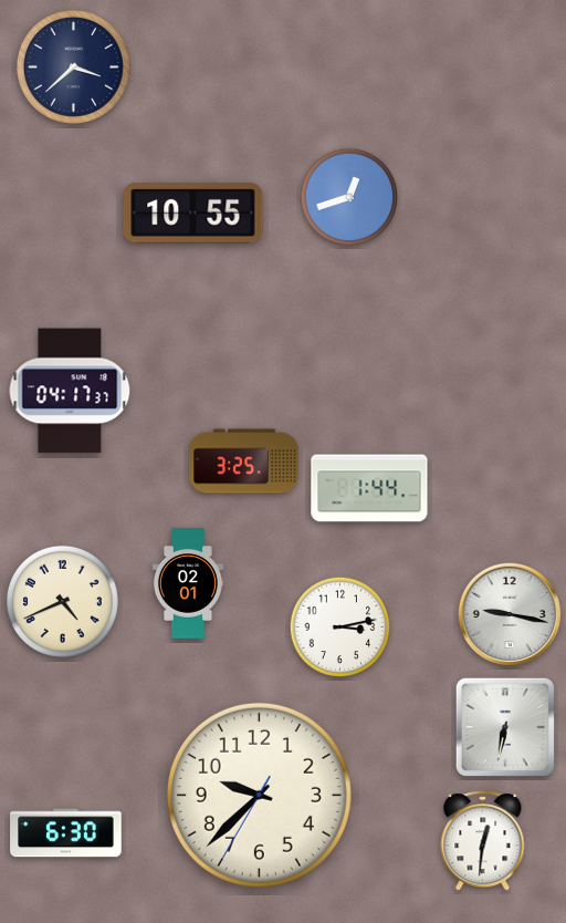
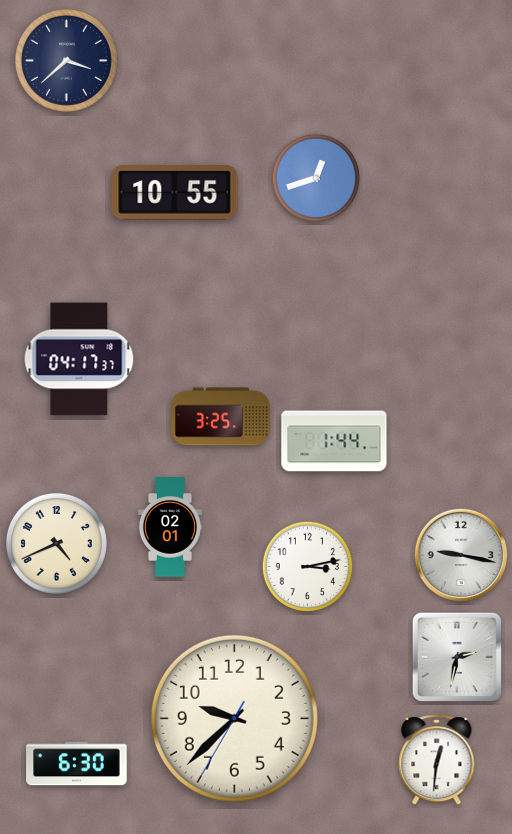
clock at (70, 391) position: (70, 391) -> (79, 359)
clock at (505, 727): 6:32 -> 2:32
clock at (66, 833) position: (66, 833) -> (77, 764)
